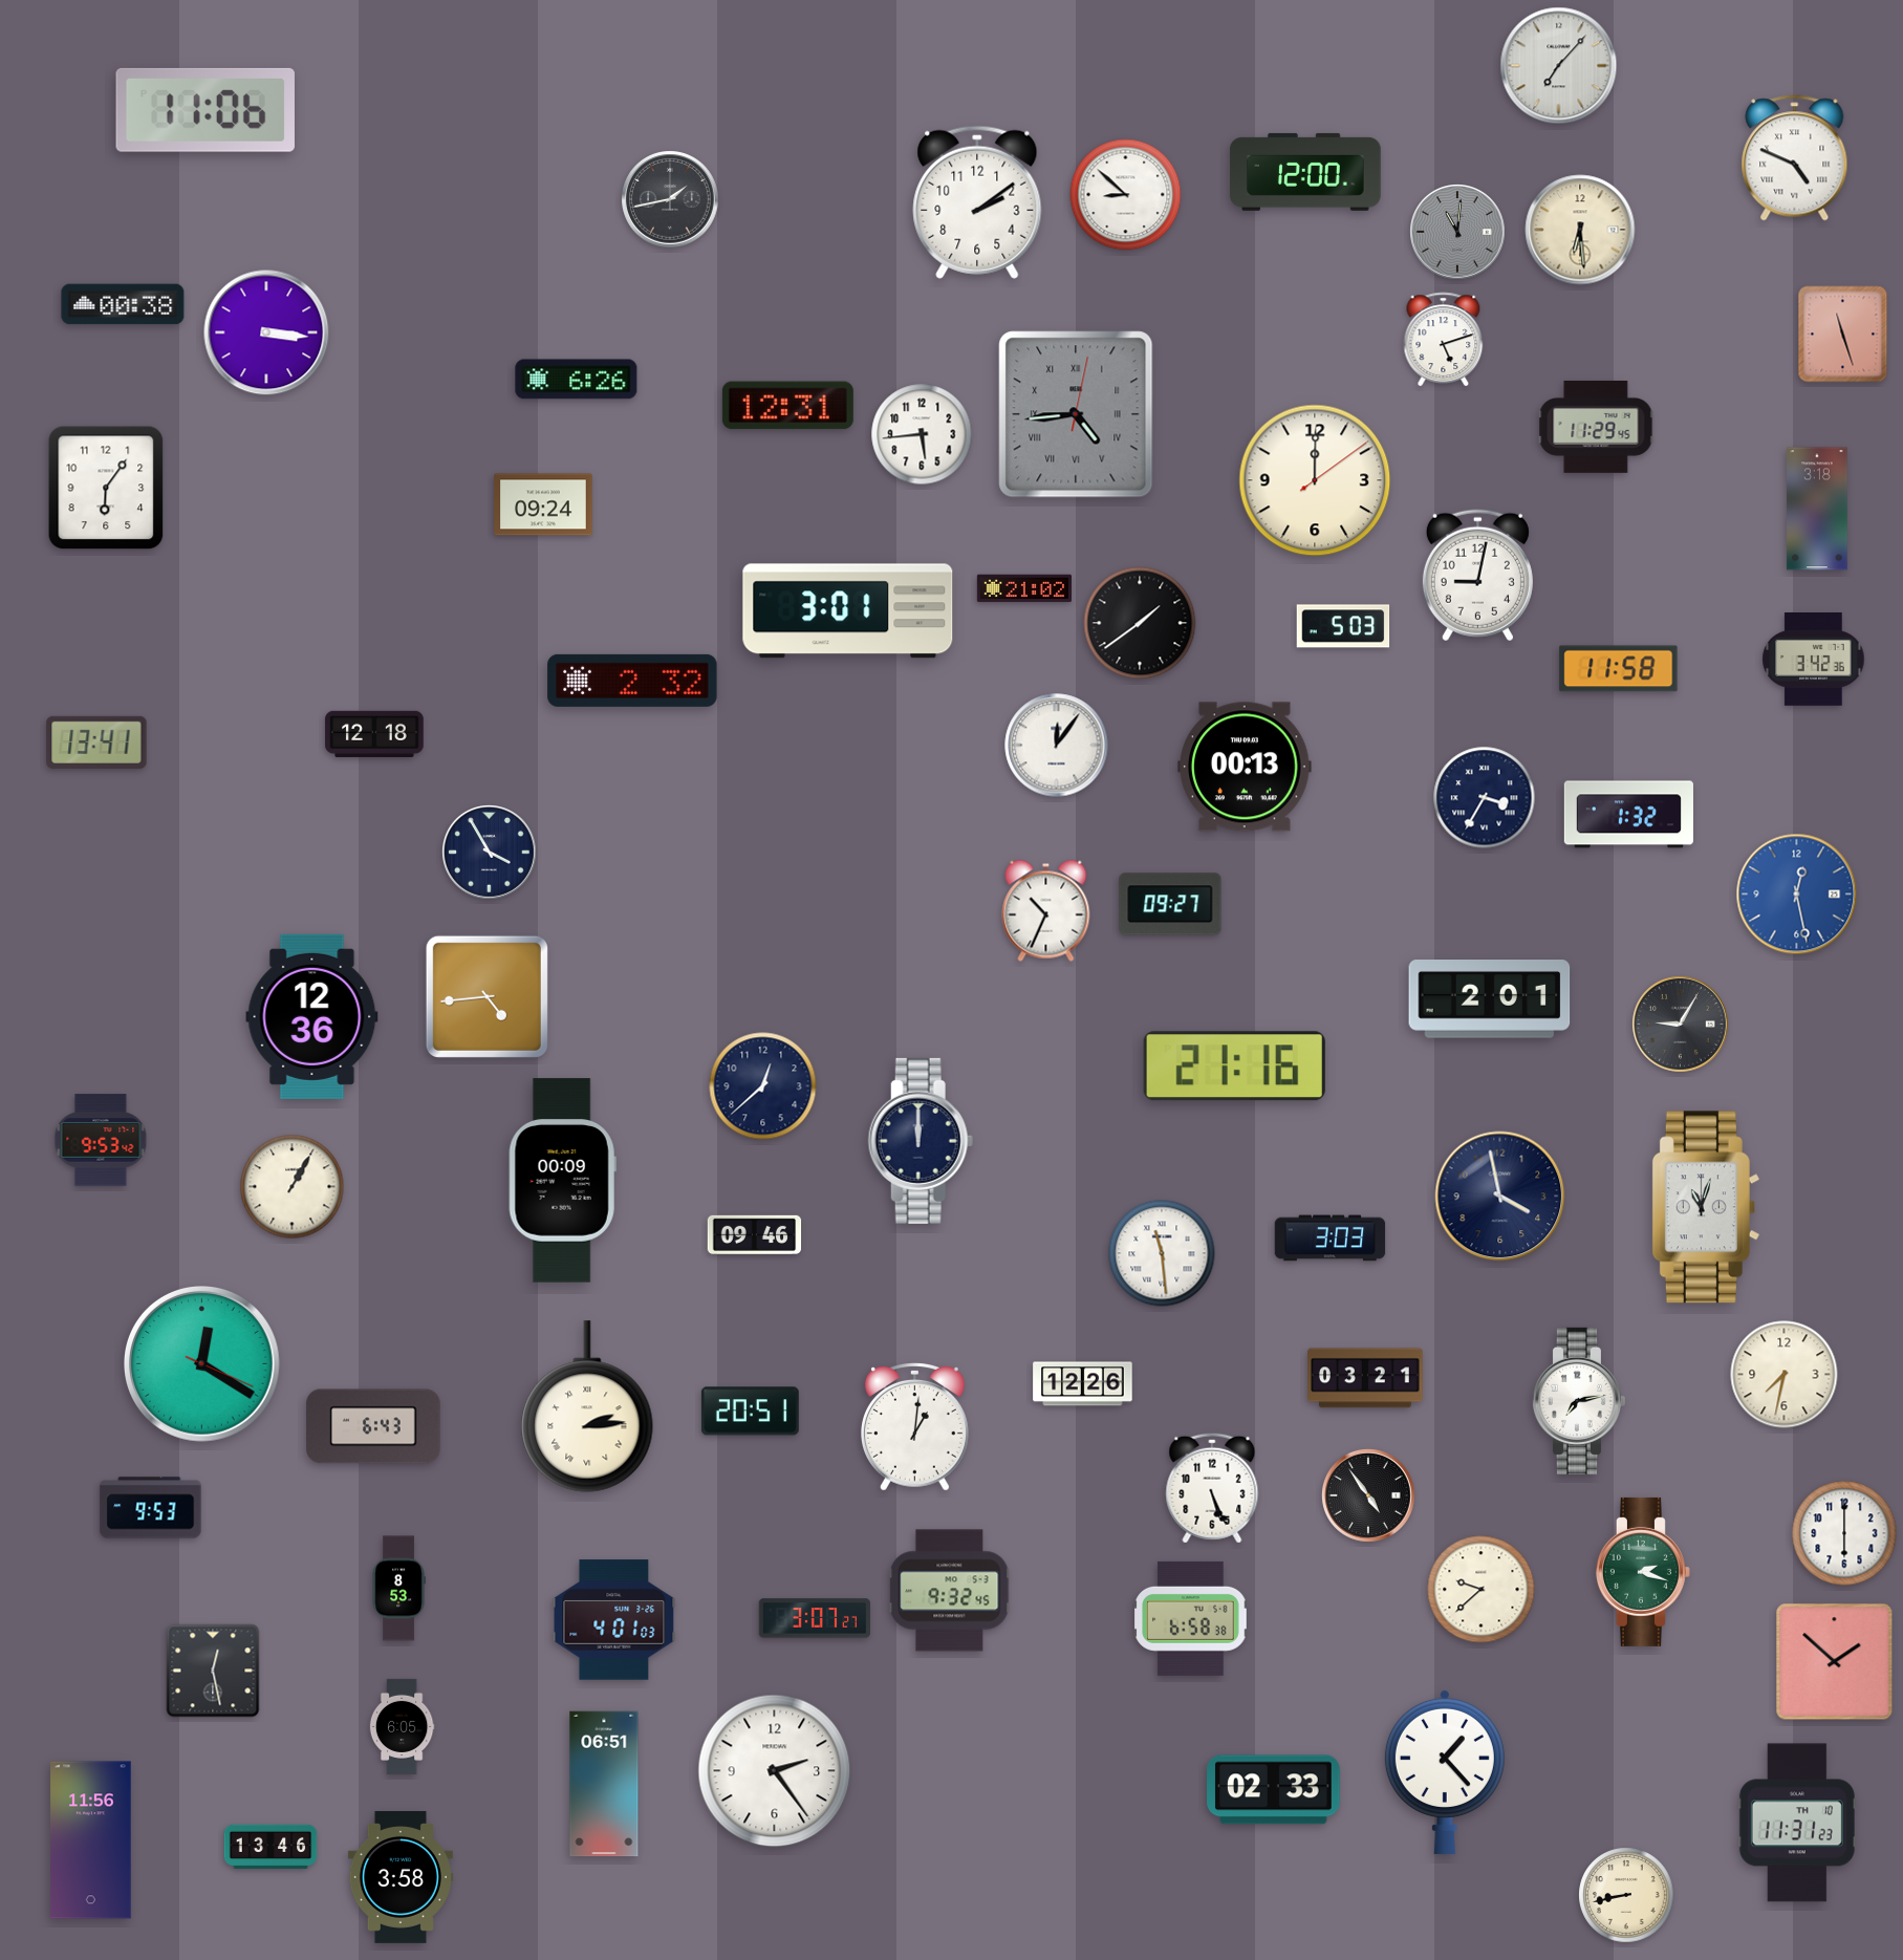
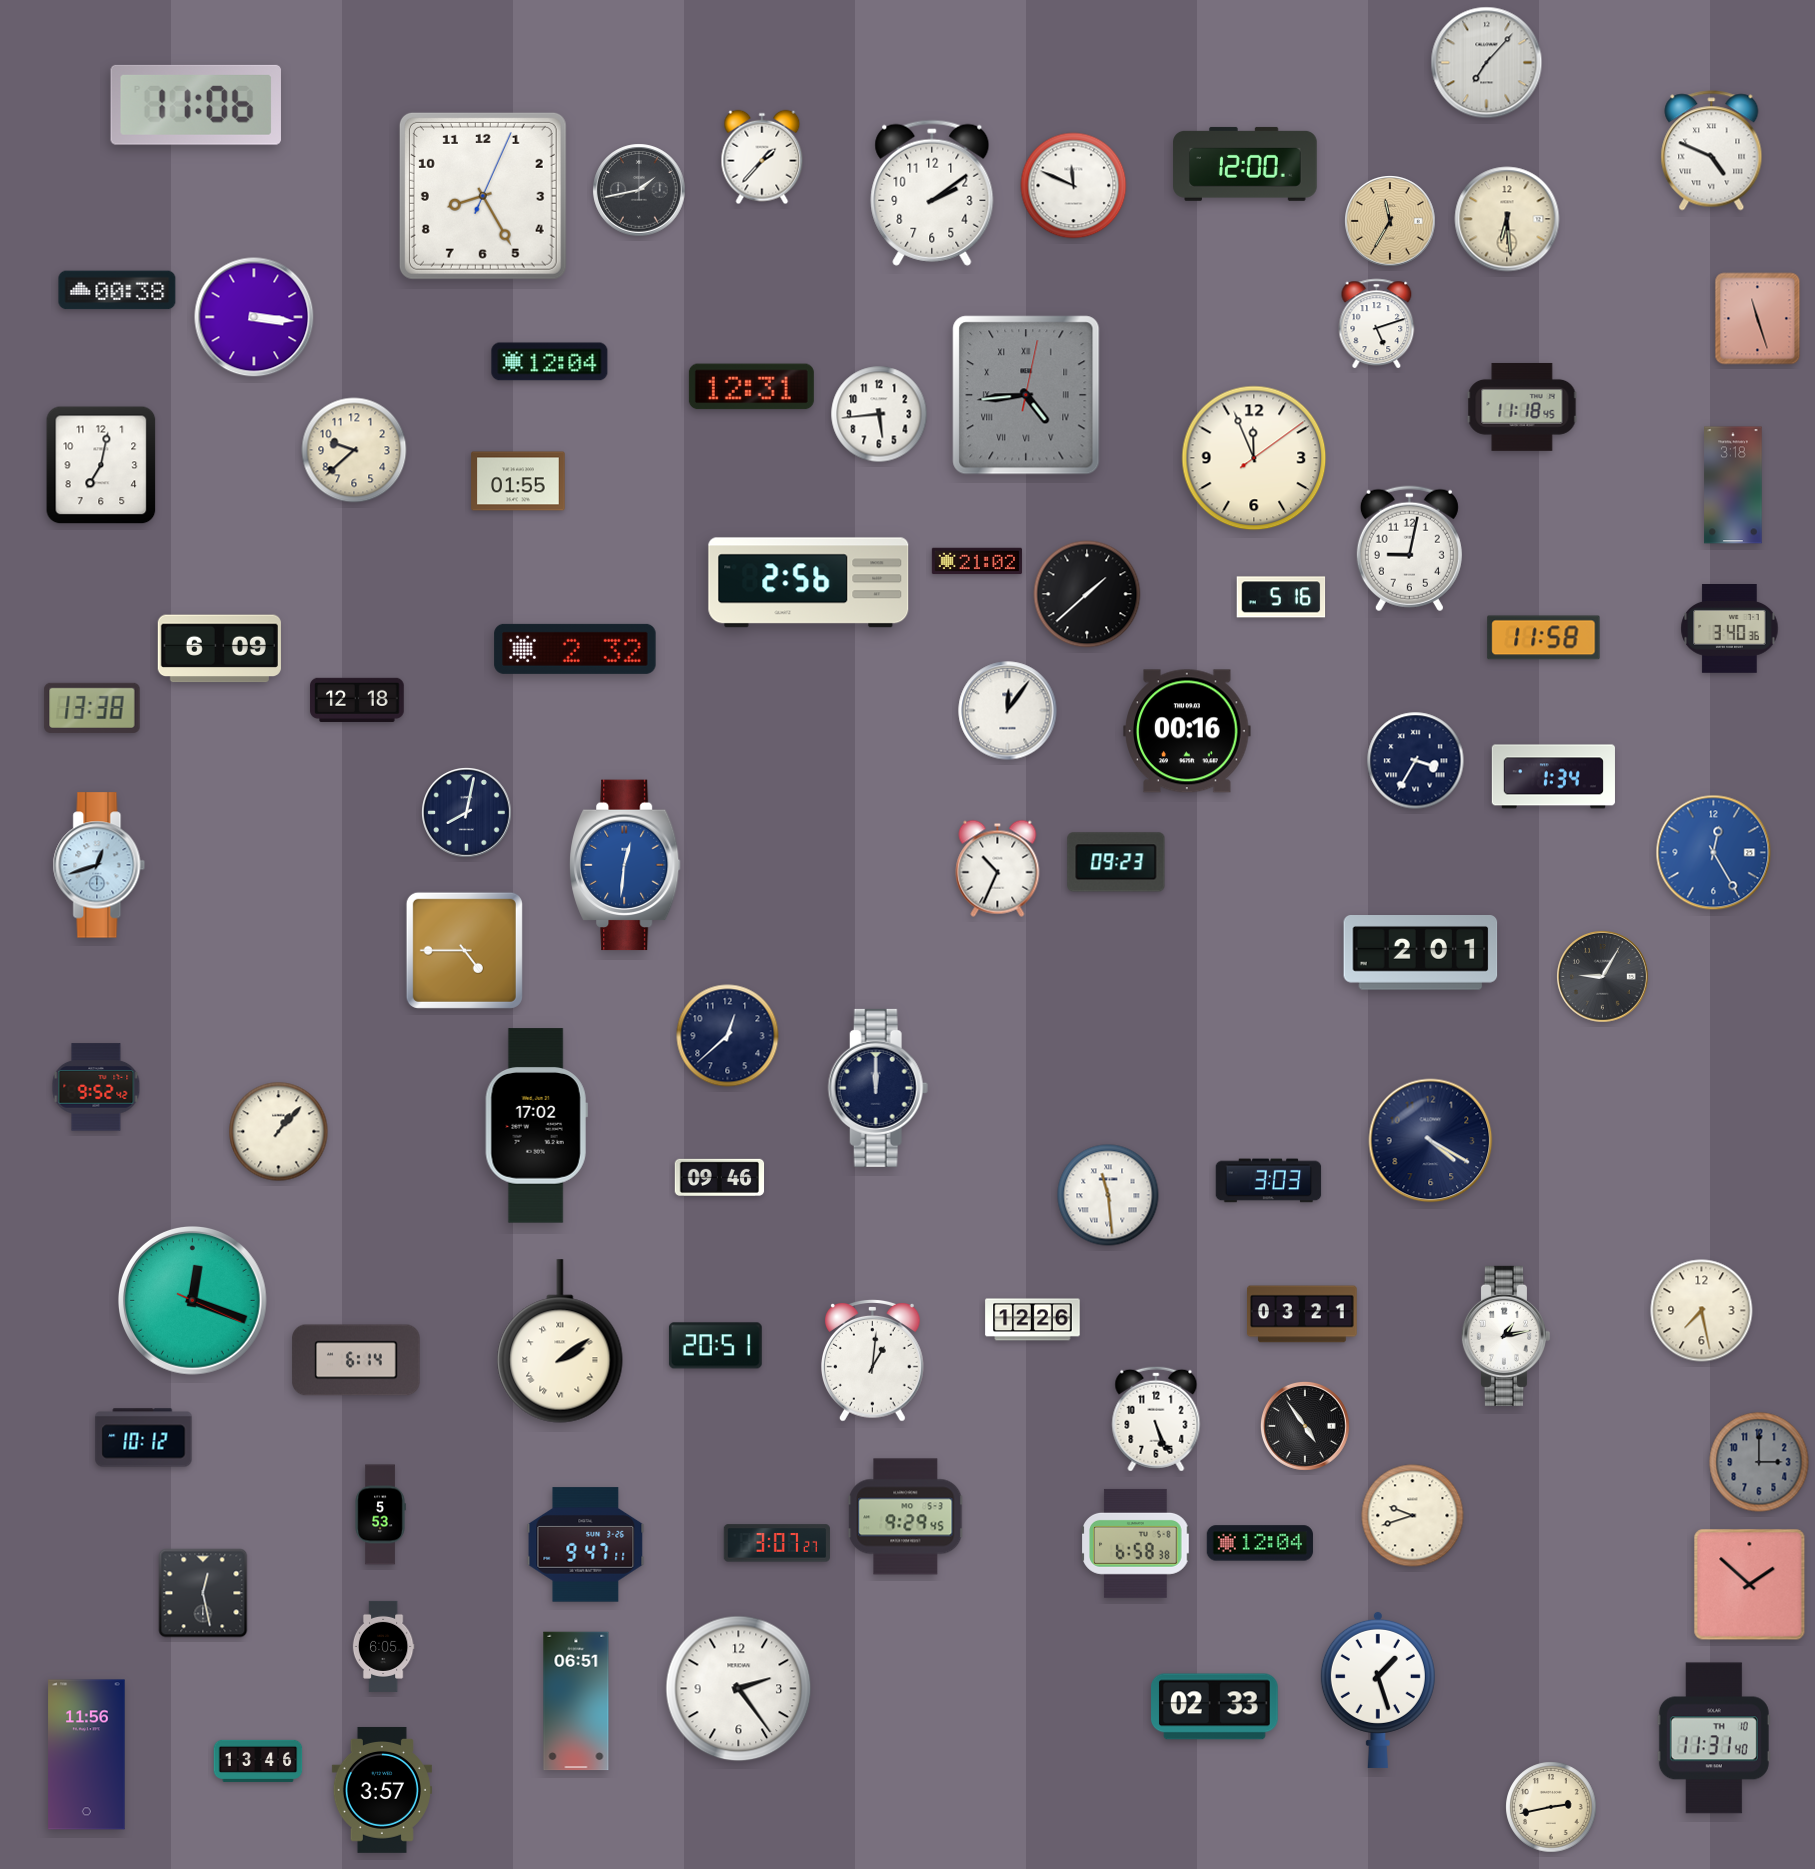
clock at (762, 157): none -> 1:37
clock at (1126, 195): 8:52 -> 11:49
clock at (483, 196): none -> 8:25
clock at (1458, 233): 11:01 -> 11:35
clock at (1458, 233) dial: grey -> champagne
clock at (577, 380): 6:26 -> 12:04
clock at (1596, 427): 11:29 -> 11:18
clock at (354, 450): none -> 9:38
clock at (1315, 480): 12:00 -> 11:56
clock at (106, 488): 6:06 -> 7:02
clock at (543, 504): 09:24 -> 01:55
clock at (848, 611): 3:01 -> 2:56
clock at (1140, 623): 1:39 -> 1:38
clock at (1343, 626): 5:03 -> 5:16
clock at (1814, 660): 3:42 -> 3:40
clock at (219, 649): none -> 6:09
clock at (632, 681) position: (632, 681) -> (575, 649)
clock at (96, 742): 13:41 -> 13:38
clock at (1245, 767): 00:13 -> 00:16
clock at (1628, 815): 1:32 -> 1:34
clock at (490, 853): 3:55 -> 8:02
clock at (1797, 895): 12:28 -> 12:25
clock at (1170, 904): 09:27 -> 09:23
clock at (99, 865): none -> 12:42
clock at (625, 865): none -> 12:31
clock at (486, 996): 4:44 -> 4:45
clock at (312, 1016): 12:36 -> none
clock at (1234, 1067): 21:16 -> none
clock at (101, 1140): 9:53 -> 9:52
clock at (562, 1181): 00:09 -> 17:02
clock at (293, 1187): 1:05 -> 1:07
clock at (1500, 1197): 3:58 -> 4:20
clock at (1706, 1207): 11:03 -> none
clock at (202, 1364): 12:20 -> 12:18
clock at (1785, 1375): 7:32 -> 7:28
clock at (1578, 1401): 7:13 -> 1:13
clock at (587, 1406): 2:14 -> 2:09
clock at (373, 1426): 6:43 -> 6:14
clock at (151, 1508): 9:53 -> 10:12
clock at (1844, 1533): 6:00 -> 3:00
clock at (1844, 1533) dial: white -> grey
clock at (1643, 1572): 2:18 -> none
clock at (398, 1589): 8:53 -> 5:53
clock at (1482, 1590): 9:38 -> 9:42
clock at (950, 1591): 9:32 -> 9:29
clock at (1260, 1543): none -> 12:04
clock at (614, 1620): 4:01 -> 9:47
clock at (1445, 1771): 1:23 -> 1:27
clock at (1797, 1823): 11:31:23 -> 11:31:40
clock at (401, 1877): 3:58 -> 3:57
clock at (1626, 1895): 8:43 -> 2:43
